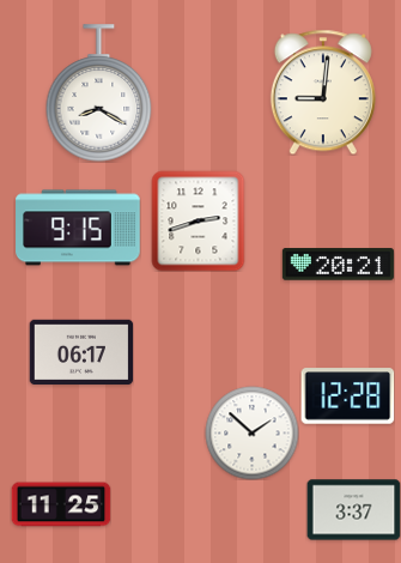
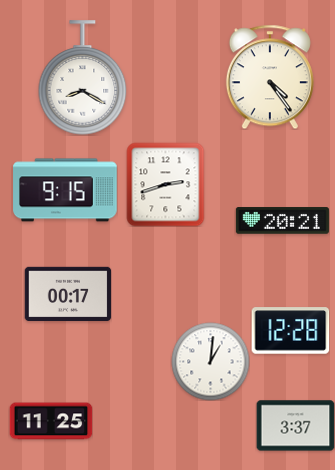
clock at (323, 92): 9:01 -> 4:24
clock at (81, 351): 06:17 -> 00:17
clock at (251, 432): 1:52 -> 1:01
